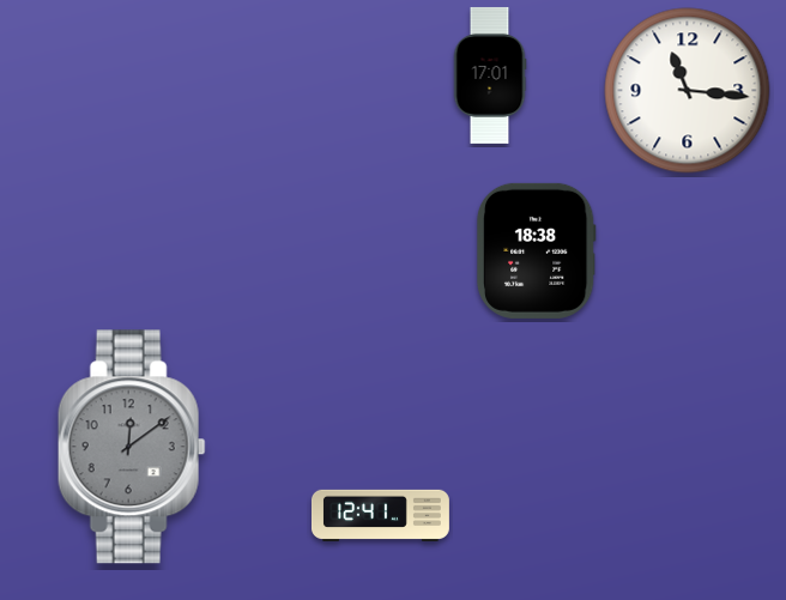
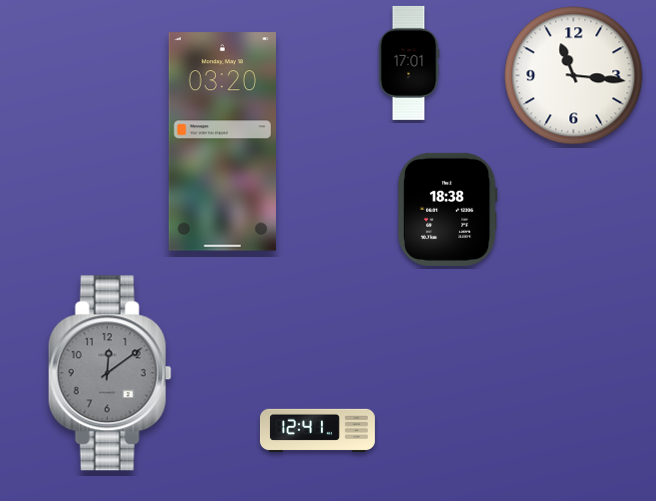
clock at (222, 142): none -> 03:20
